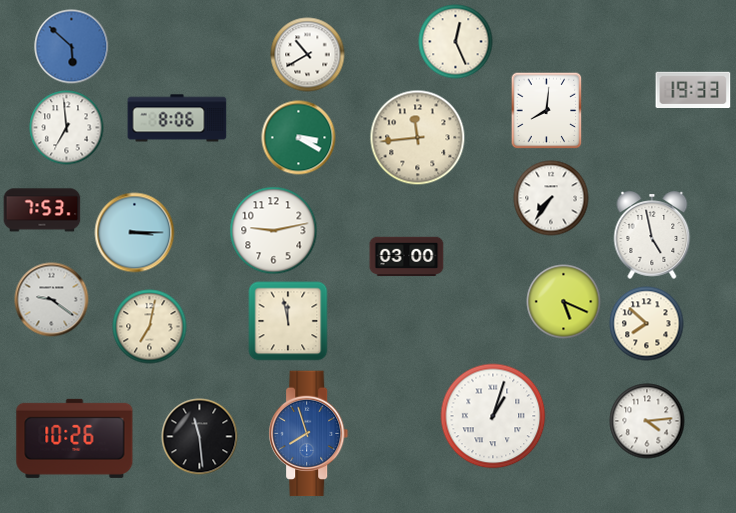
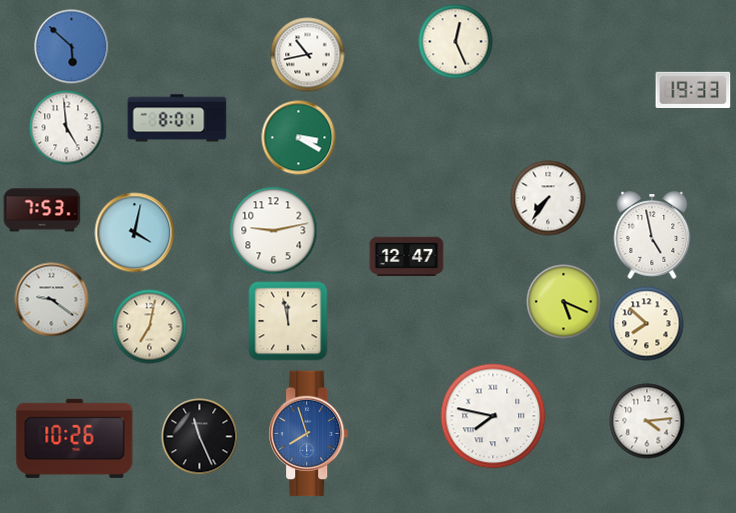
clock at (308, 55): 10:40 -> 10:43
clock at (547, 111): 8:01 -> none
clock at (177, 118): 8:06 -> 8:01
clock at (67, 128): 6:59 -> 4:59
clock at (418, 138): 11:44 -> none
clock at (551, 198) position: (551, 198) -> (548, 198)
clock at (135, 233): 3:15 -> 4:02
clock at (407, 257): 03:00 -> 12:47
clock at (493, 416): 1:03 -> 7:47
clock at (200, 437): 11:29 -> 11:26
